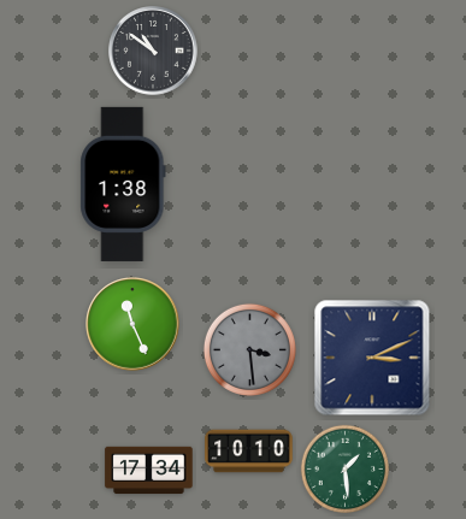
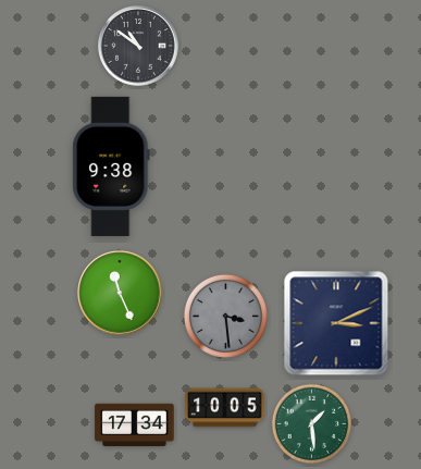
clock at (123, 184): 1:38 -> 9:38
clock at (249, 452): 10:10 -> 10:05
